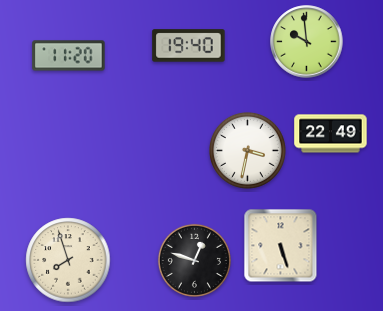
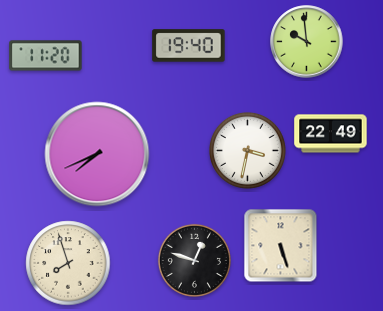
clock at (69, 56) position: (69, 56) -> (46, 56)
clock at (97, 154): none -> 7:41
clock at (68, 260) position: (68, 260) -> (68, 263)
